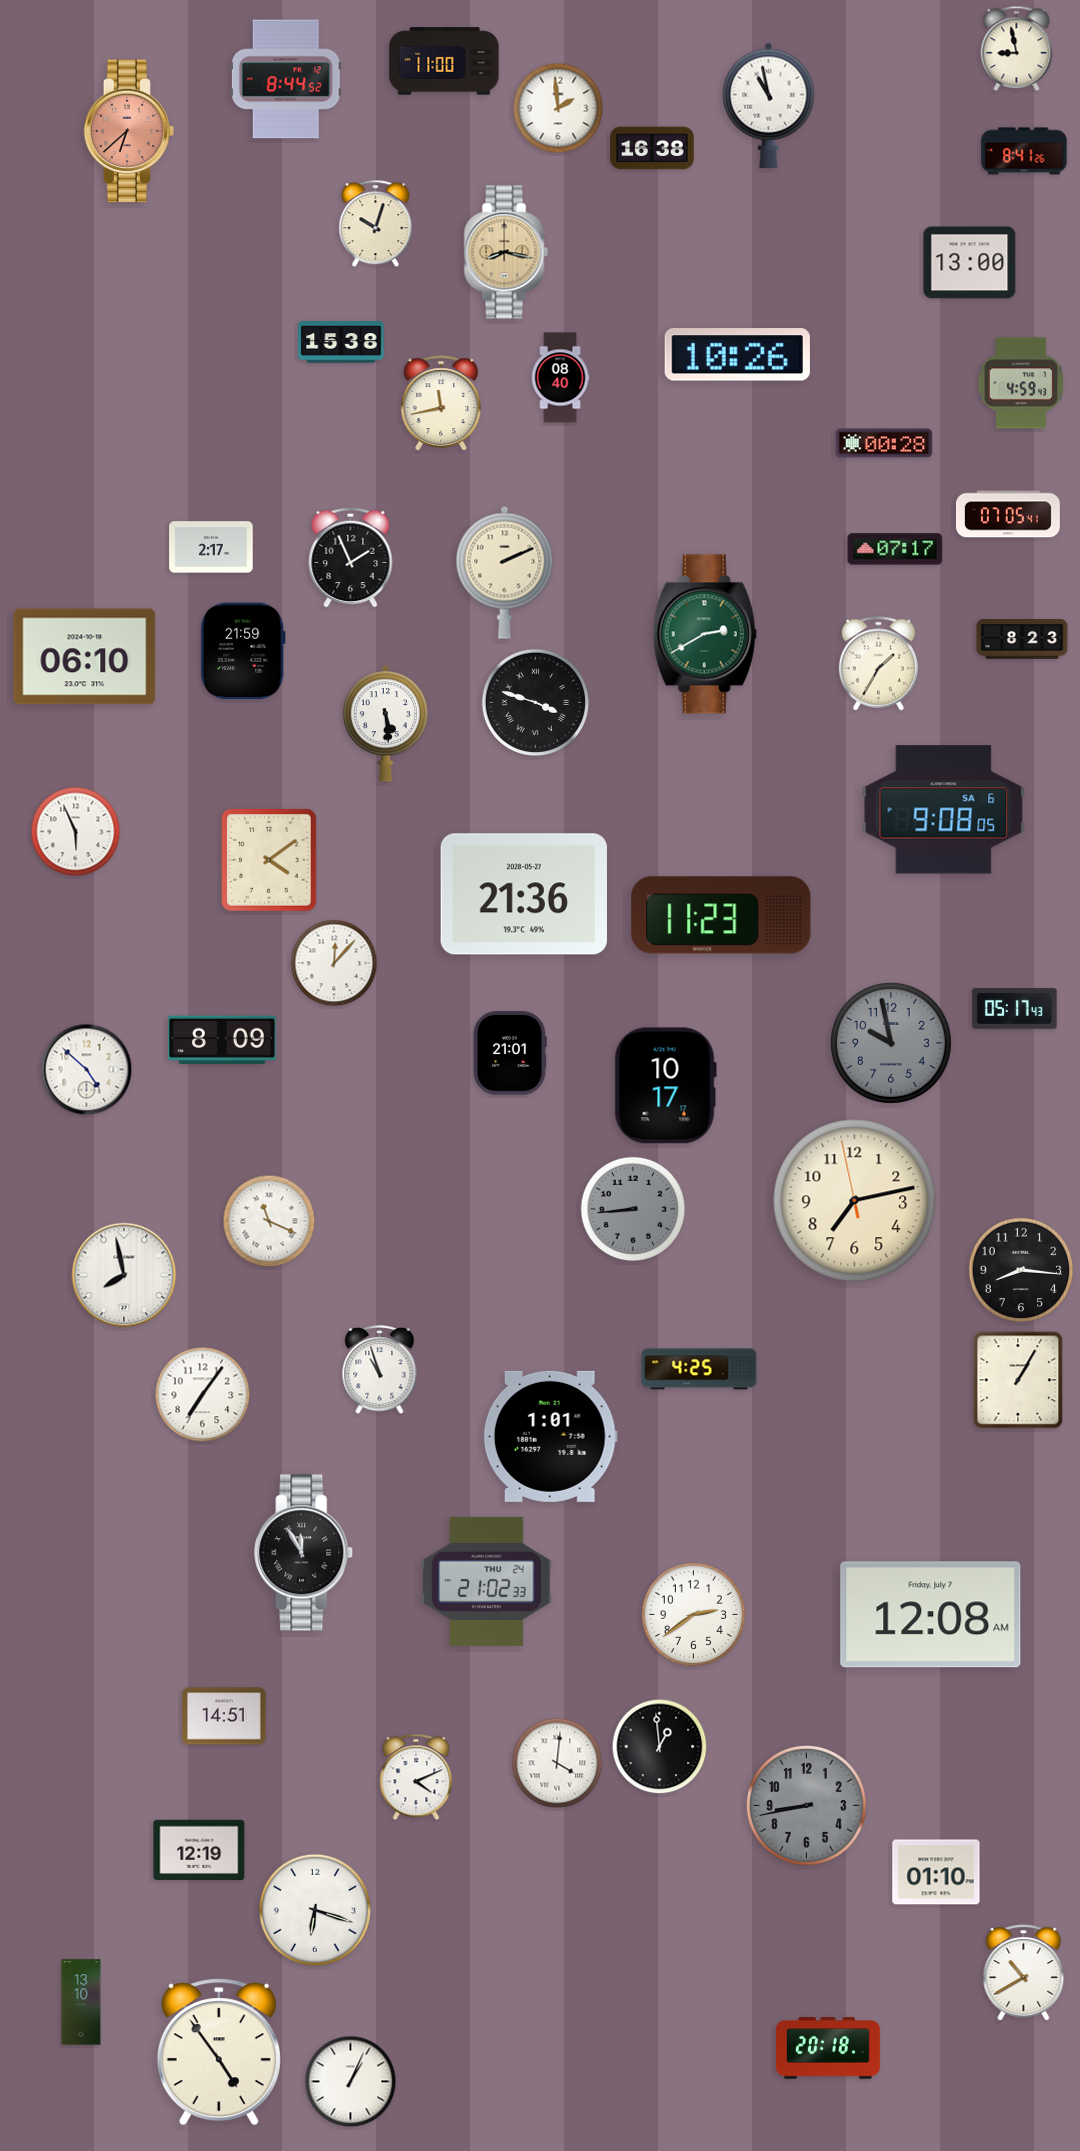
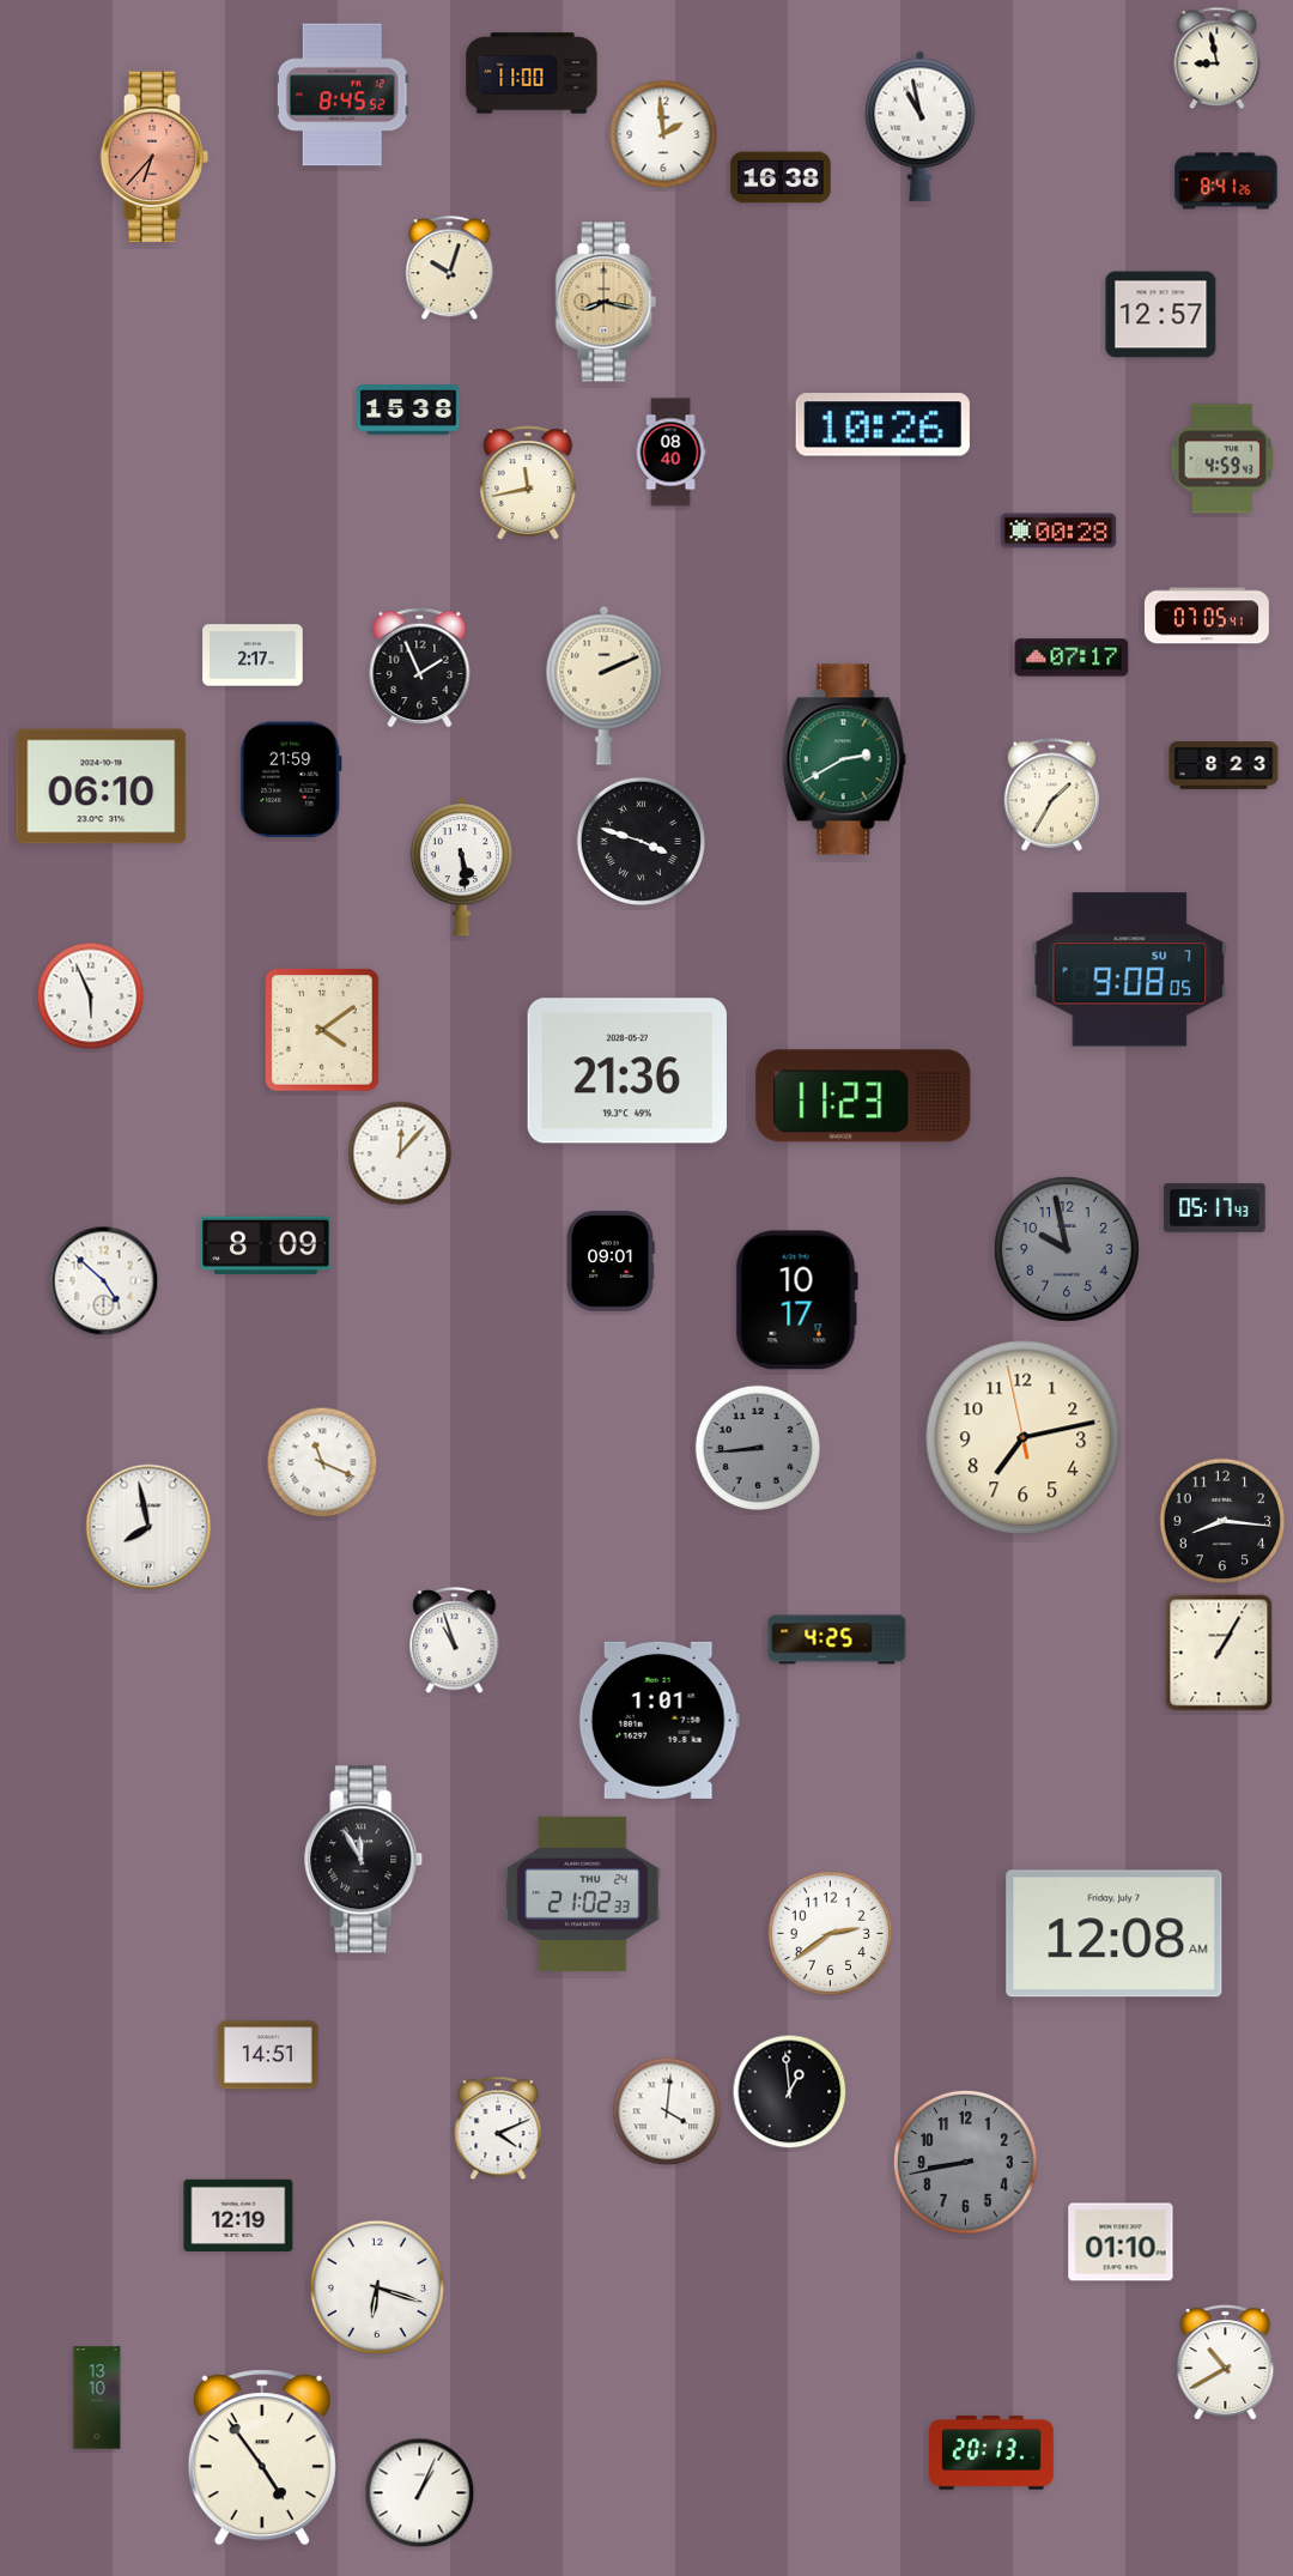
clock at (286, 79): 8:44 -> 8:45
clock at (558, 108) position: (558, 108) -> (663, 134)
clock at (129, 131): 6:38 -> 6:37
clock at (970, 263): 13:00 -> 12:57
clock at (944, 810) date: SA 6 -> SU 7
clock at (510, 1053): 21:01 -> 09:01
clock at (203, 1395): 7:06 -> none
clock at (828, 2048): 20:18 -> 20:13
